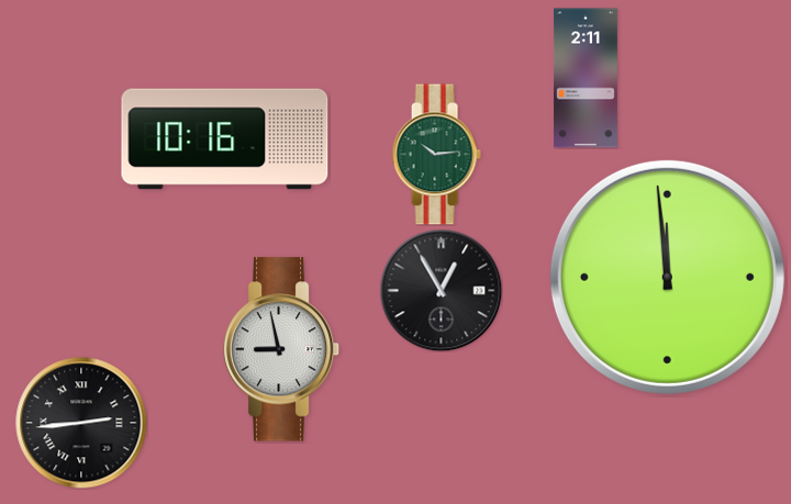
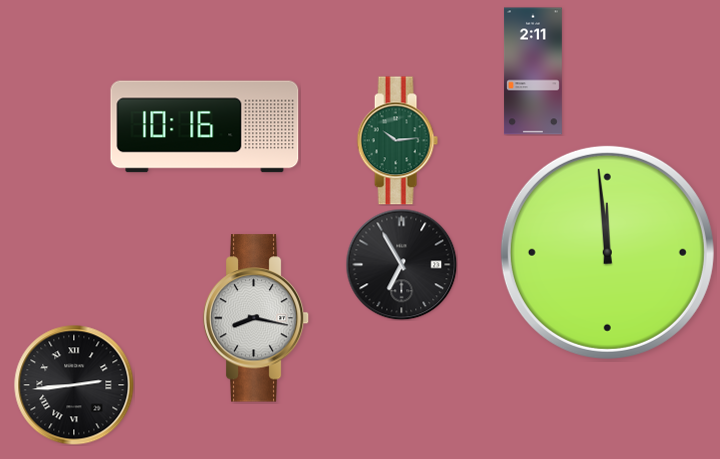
clock at (441, 290): 12:55 -> 6:55
clock at (281, 349): 8:58 -> 8:17
